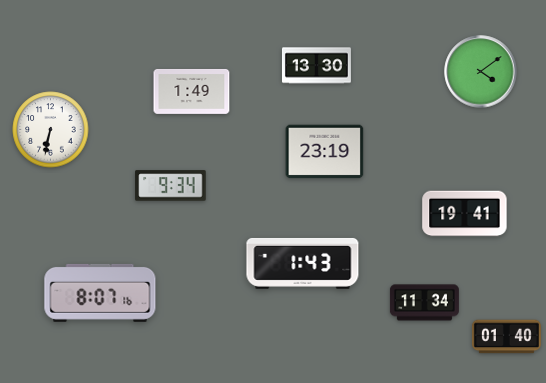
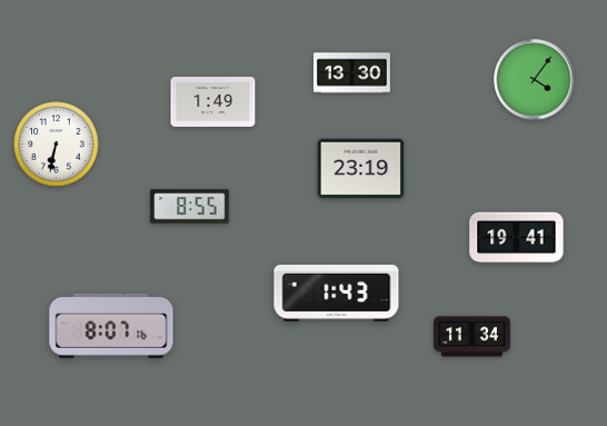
clock at (481, 72): 4:09 -> 4:06
clock at (171, 186): 9:34 -> 8:55
clock at (506, 337): 01:40 -> none
